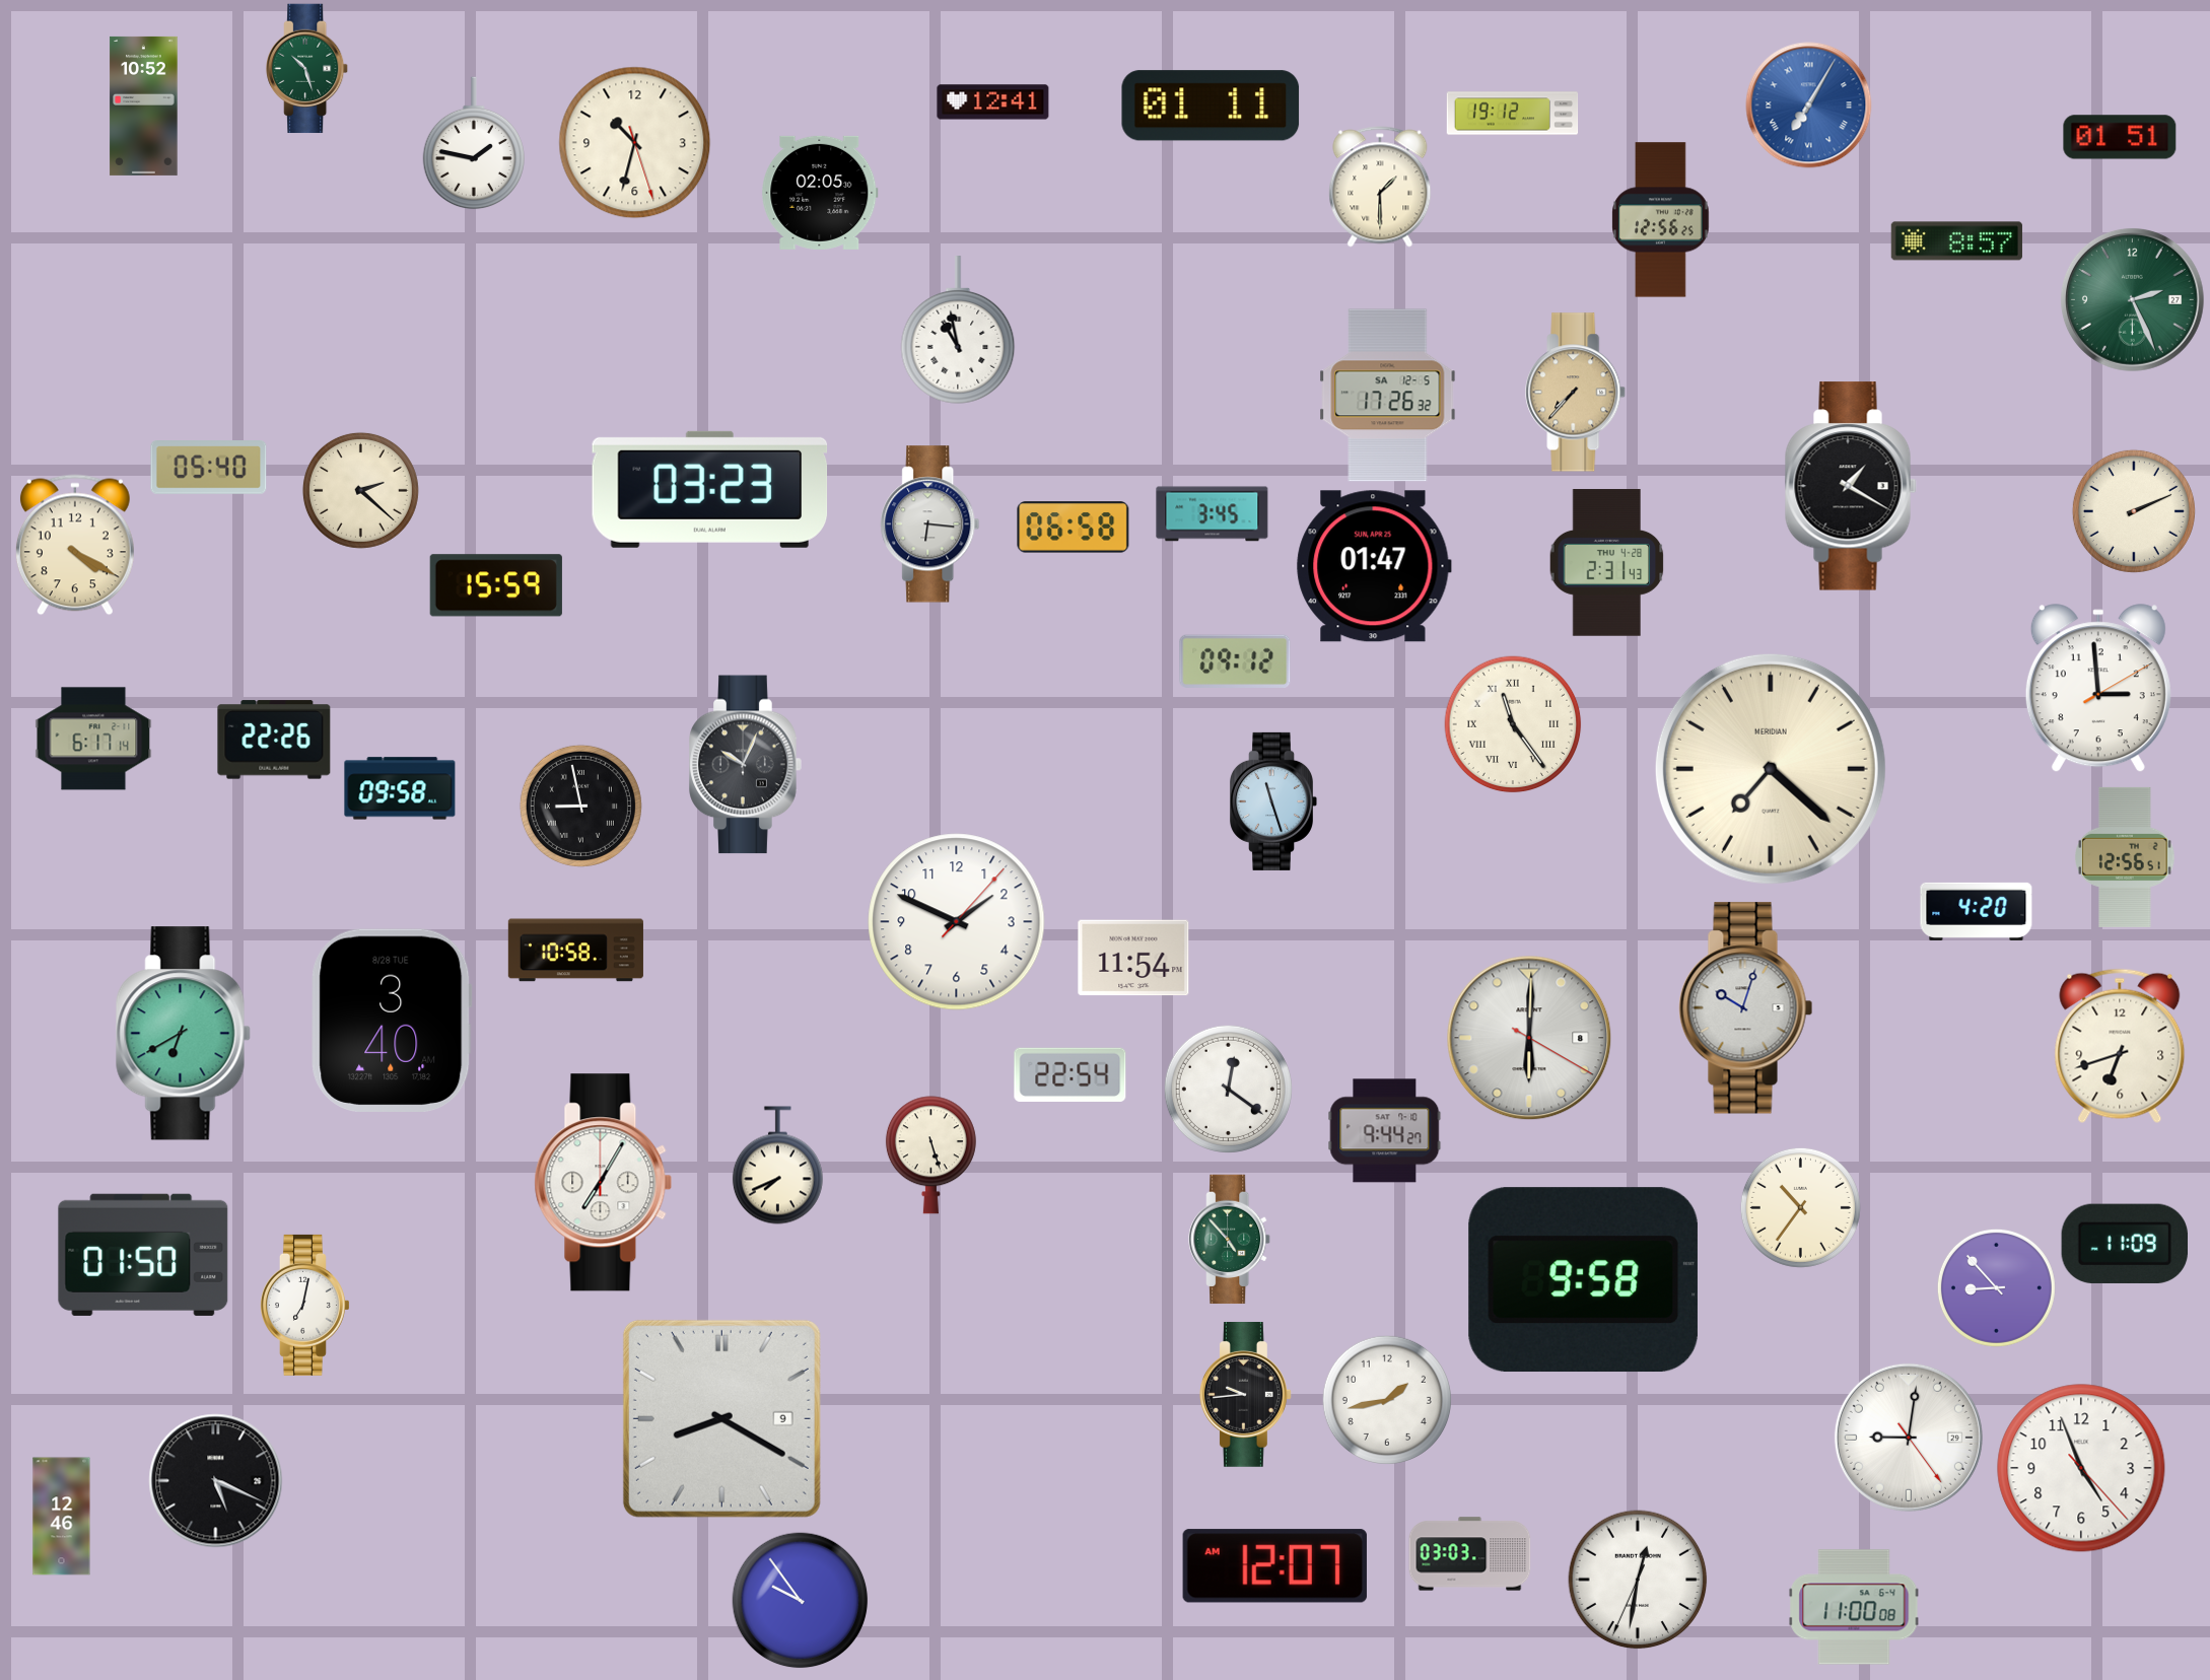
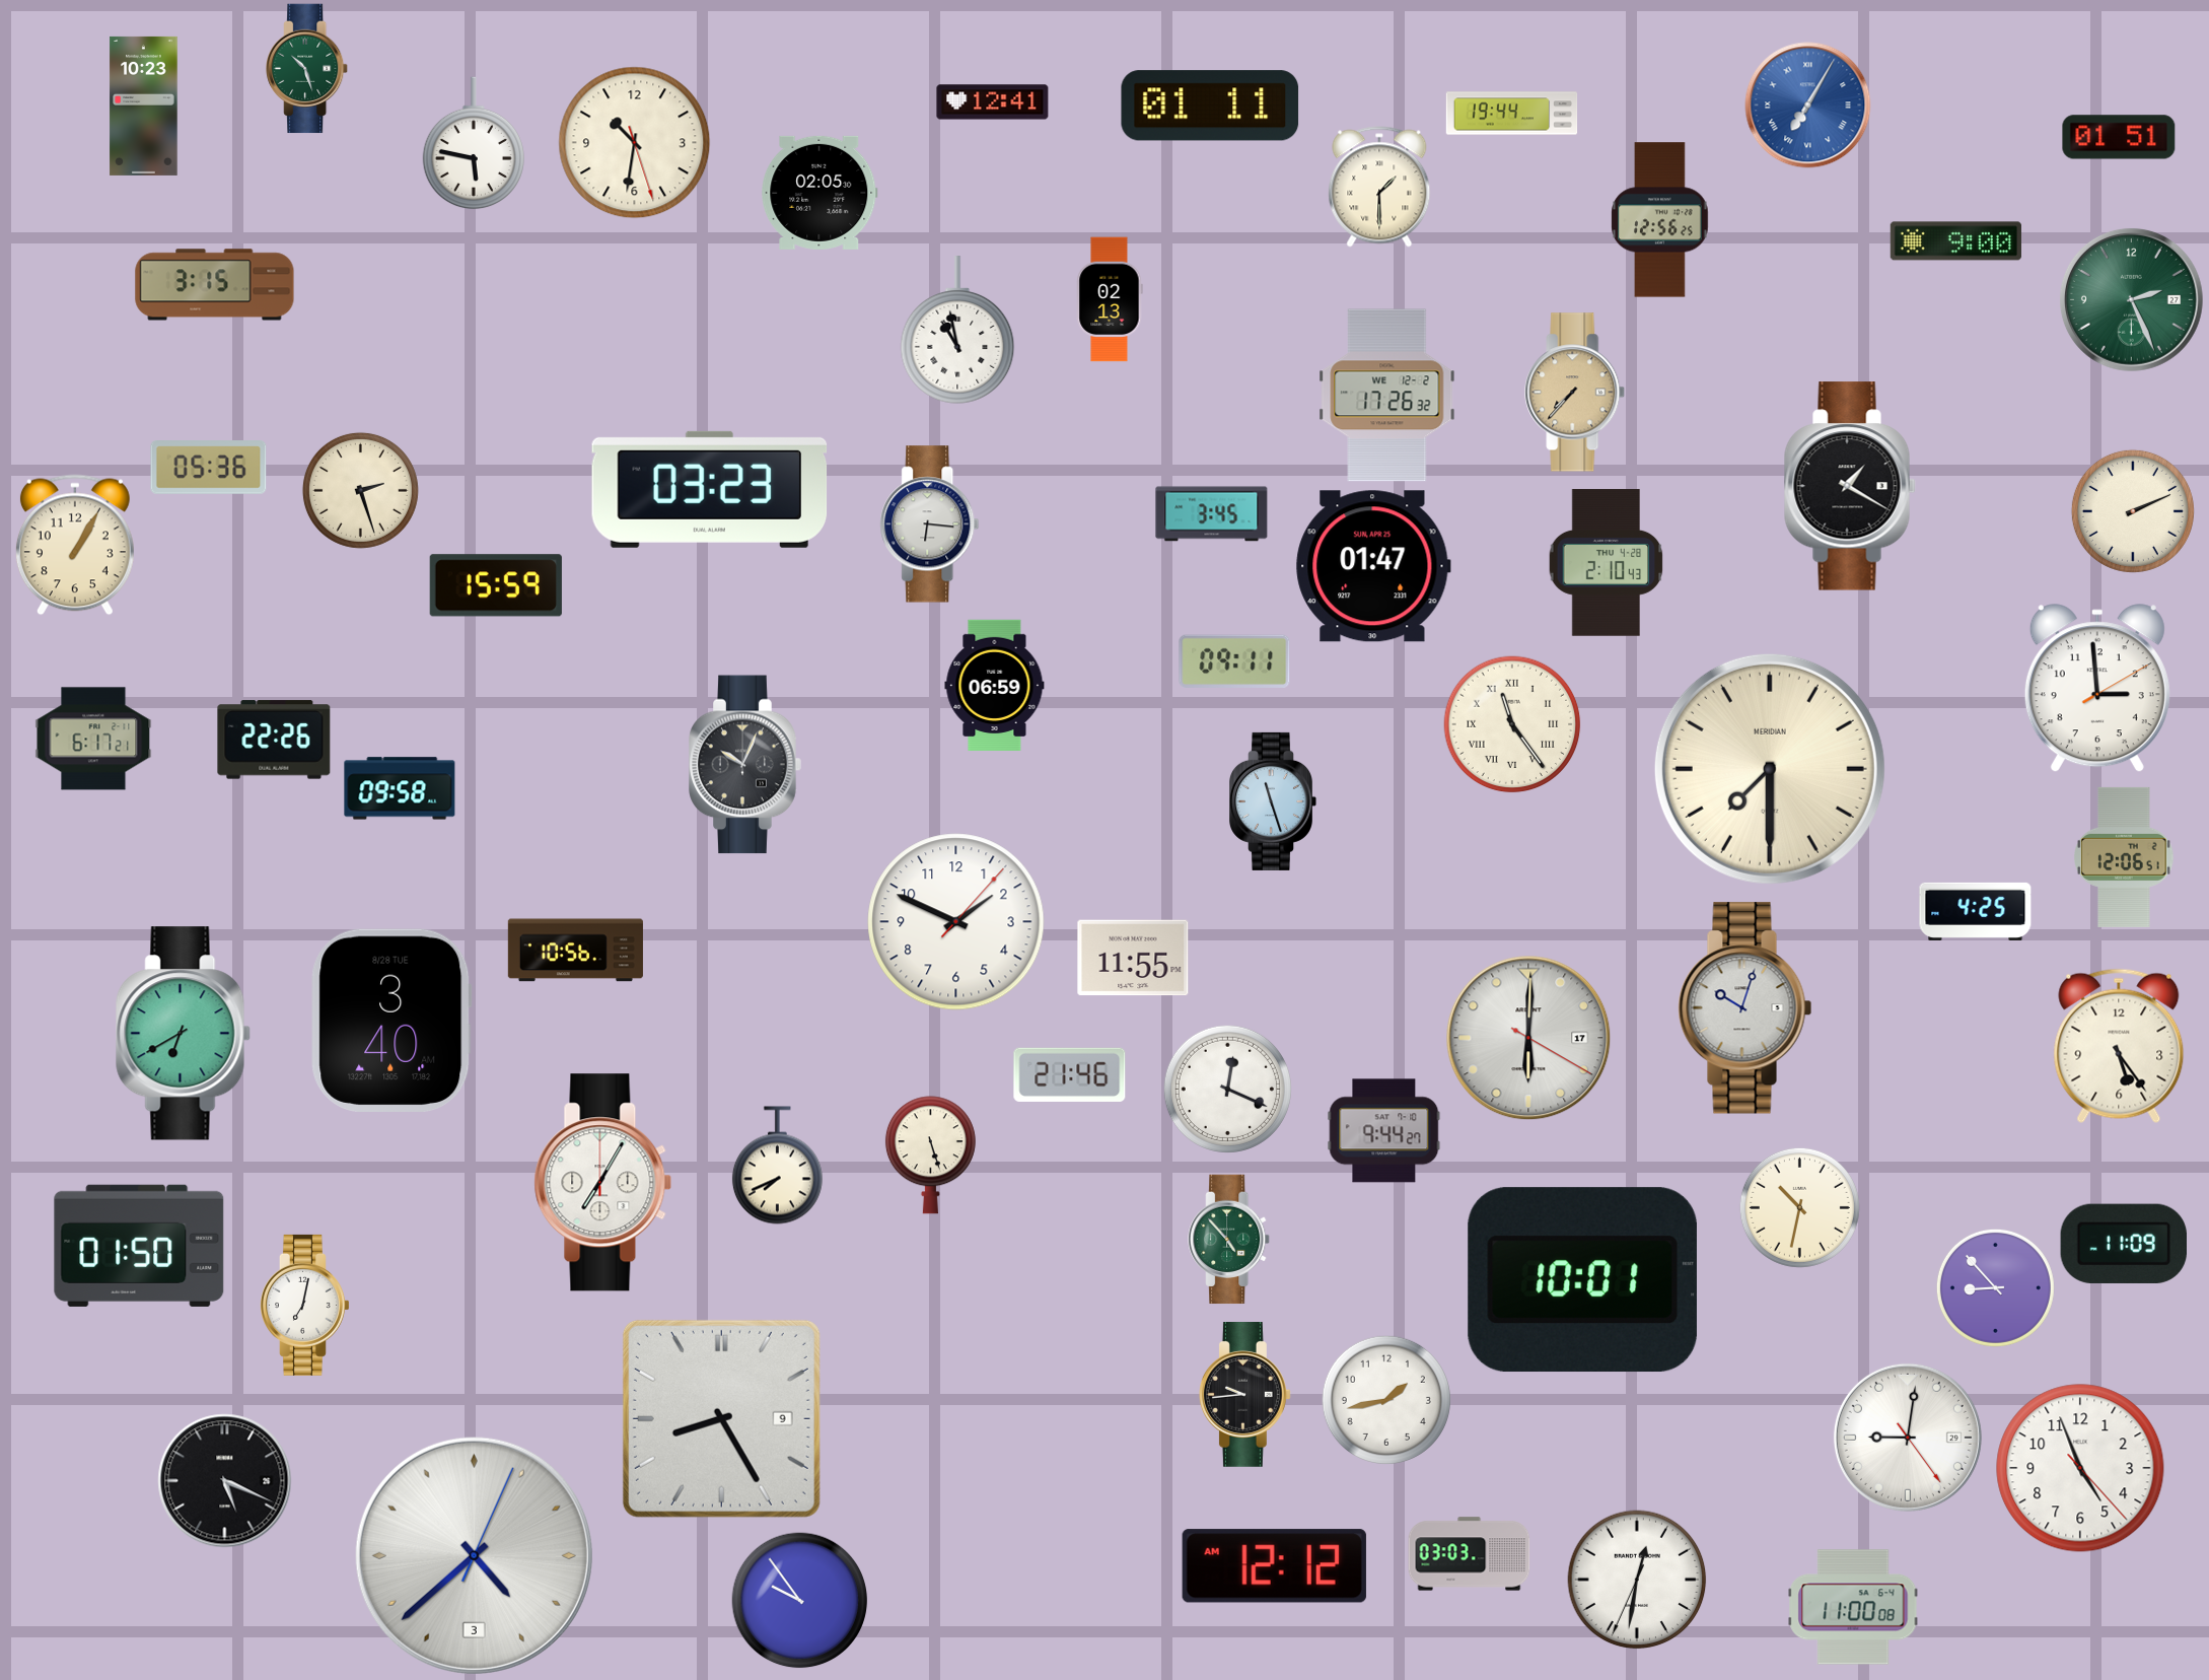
clock at (144, 106): 10:52 -> 10:23
clock at (1513, 114): 19:12 -> 19:44
clock at (474, 143): 1:47 -> 5:47
clock at (635, 143): 10:32 -> 10:31
clock at (1956, 241): 8:57 -> 9:00
clock at (215, 285): none -> 3:15
clock at (1110, 299): none -> 02:13
clock at (1388, 396) date: SA 12-5 -> WE 12-2
clock at (209, 468): 05:40 -> 05:36
clock at (360, 490): 2:22 -> 2:27
clock at (1074, 528): 06:58 -> none
clock at (75, 545): 4:20 -> 1:05
clock at (1607, 563): 2:31 -> 2:10
clock at (1235, 661): 09:12 -> 09:11
clock at (995, 686): none -> 06:59
clock at (93, 739): 6:17:14 -> 6:17:21
clock at (1771, 769): 7:22 -> 7:30
clock at (580, 806): 8:58 -> none
clock at (2125, 857): 12:56 -> 12:06
clock at (1977, 911): 4:20 -> 4:25
clock at (575, 951): 10:58 -> 10:56
clock at (1133, 958): 11:54 -> 11:55
clock at (1529, 1038) date: 8 -> 17
clock at (2120, 1046): 6:42 -> 5:24
clock at (1071, 1074): 22:54 -> 21:46
clock at (1228, 1089): 12:21 -> 12:19
clock at (1800, 1207): 10:36 -> 10:32
clock at (143, 1255) position: (143, 1255) -> (139, 1246)
clock at (1583, 1280): 9:58 -> 10:01
clock at (721, 1418): 8:20 -> 8:25
clock at (216, 1481) position: (216, 1481) -> (225, 1481)
clock at (62, 1517): 12:46 -> none
clock at (474, 1555): none -> 4:38
clock at (1274, 1566): 12:07 -> 12:12
